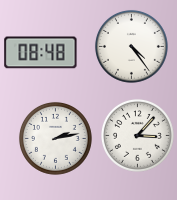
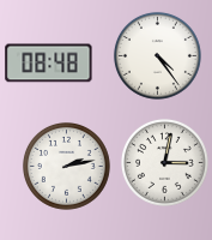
clock at (137, 135): 3:07 -> 3:02
